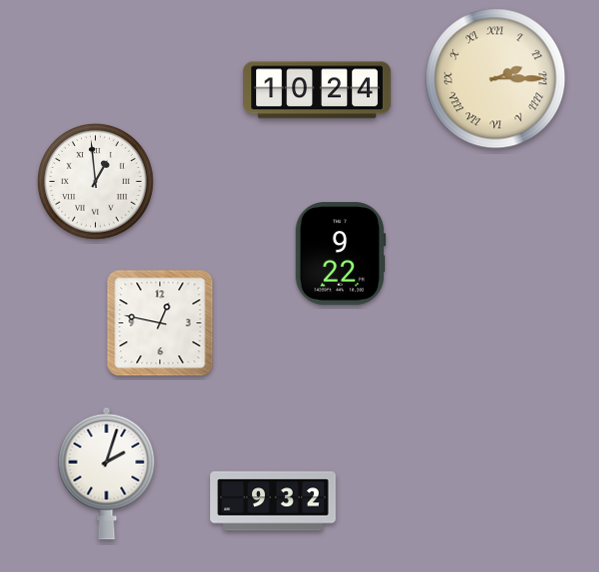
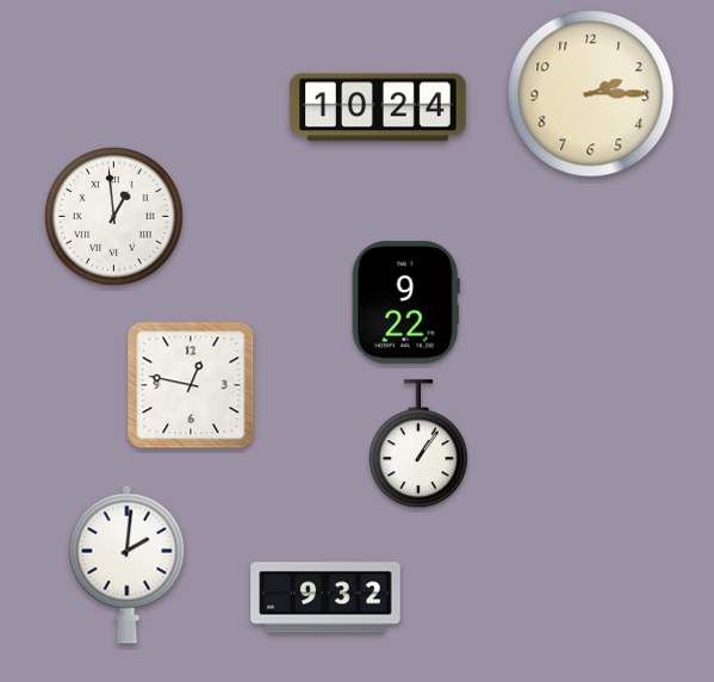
clock at (496, 79) numerals: Roman -> Arabic
clock at (418, 445): none -> 1:06
clock at (107, 473): 2:03 -> 2:01
